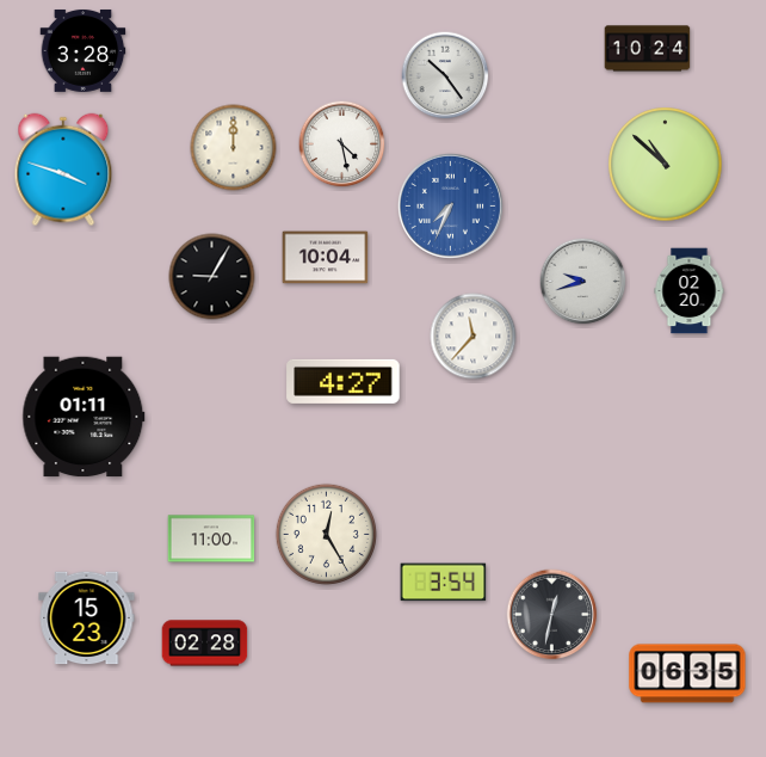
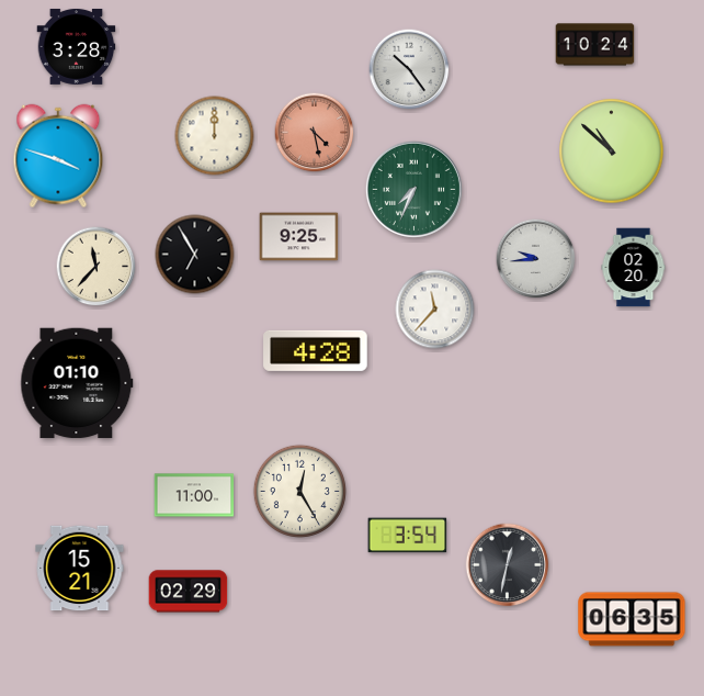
clock at (342, 144) dial: white -> salmon
clock at (450, 205) dial: blue -> green
clock at (326, 258): 10:04 -> 9:25
clock at (212, 277): 9:05 -> 6:55
clock at (583, 282): 9:42 -> 9:44
clock at (96, 267): none -> 11:37
clock at (344, 381): 4:27 -> 4:28
clock at (84, 417): 01:11 -> 01:10
clock at (87, 618): 15:23 -> 15:21
clock at (205, 644): 02:28 -> 02:29
